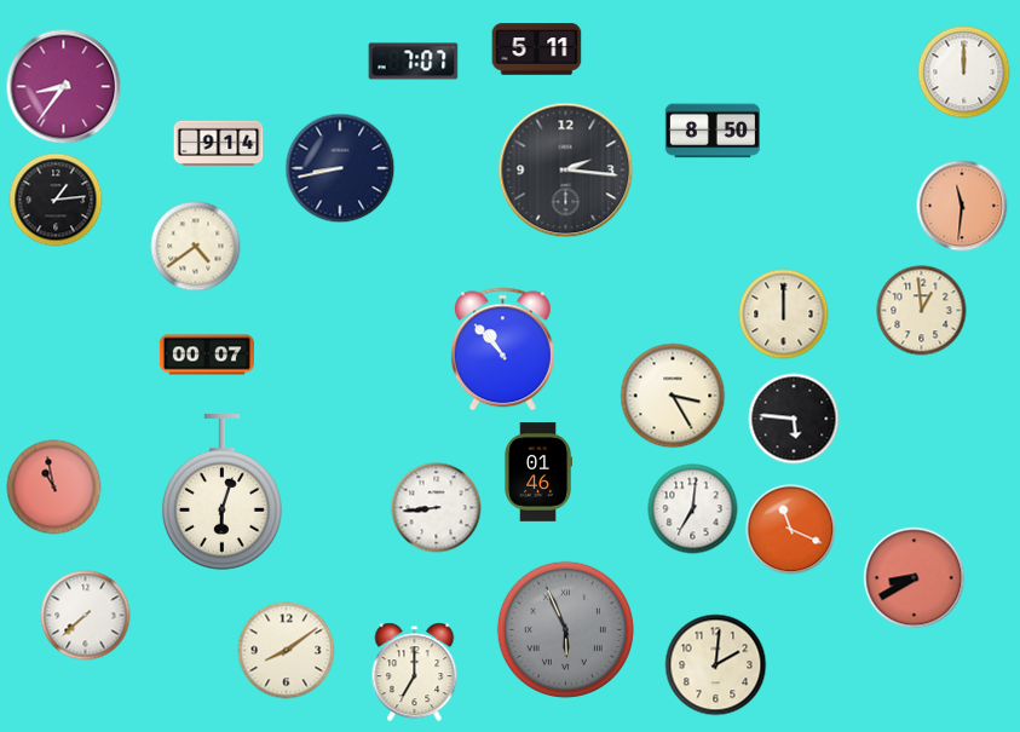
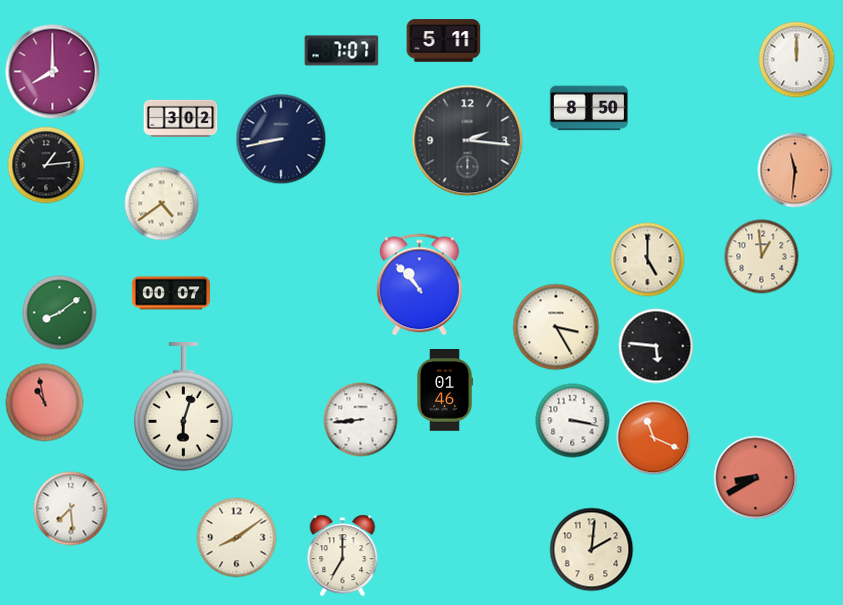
clock at (64, 87): 8:36 -> 8:00
clock at (219, 143): 9:14 -> 3:02
clock at (784, 315): 12:00 -> 5:00
clock at (502, 350) position: (502, 350) -> (419, 285)
clock at (60, 313): none -> 8:09
clock at (693, 509): 7:01 -> 3:17
clock at (86, 616): 7:38 -> 7:29
clock at (565, 629): 5:56 -> none
